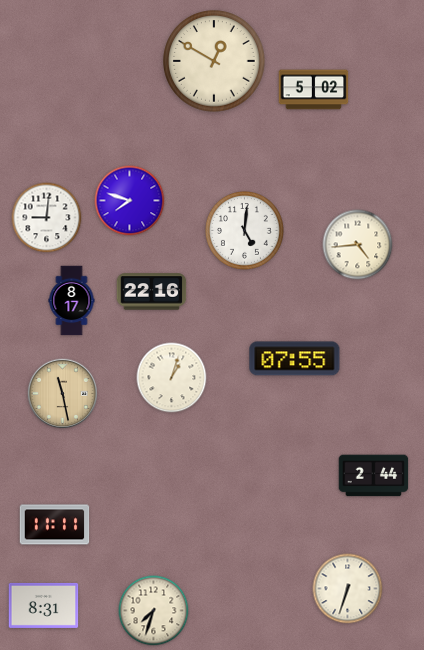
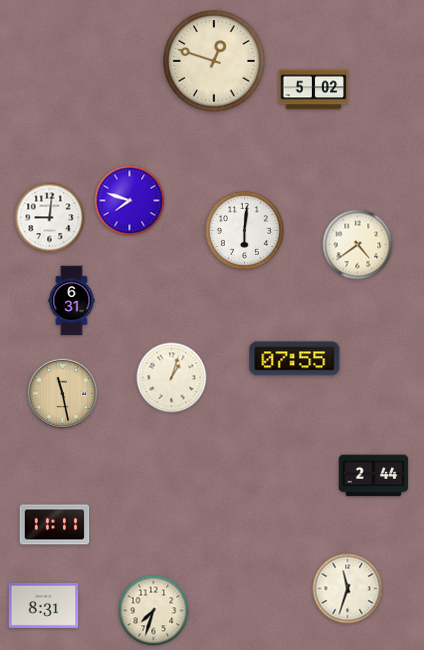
clock at (214, 61): 12:50 -> 12:48
clock at (47, 218) position: (47, 218) -> (50, 218)
clock at (245, 231): 5:01 -> 6:01
clock at (358, 245): 4:44 -> 4:39
clock at (152, 292): 22:16 -> none
clock at (72, 301): 8:17 -> 6:31
clock at (348, 589): 6:33 -> 11:33
